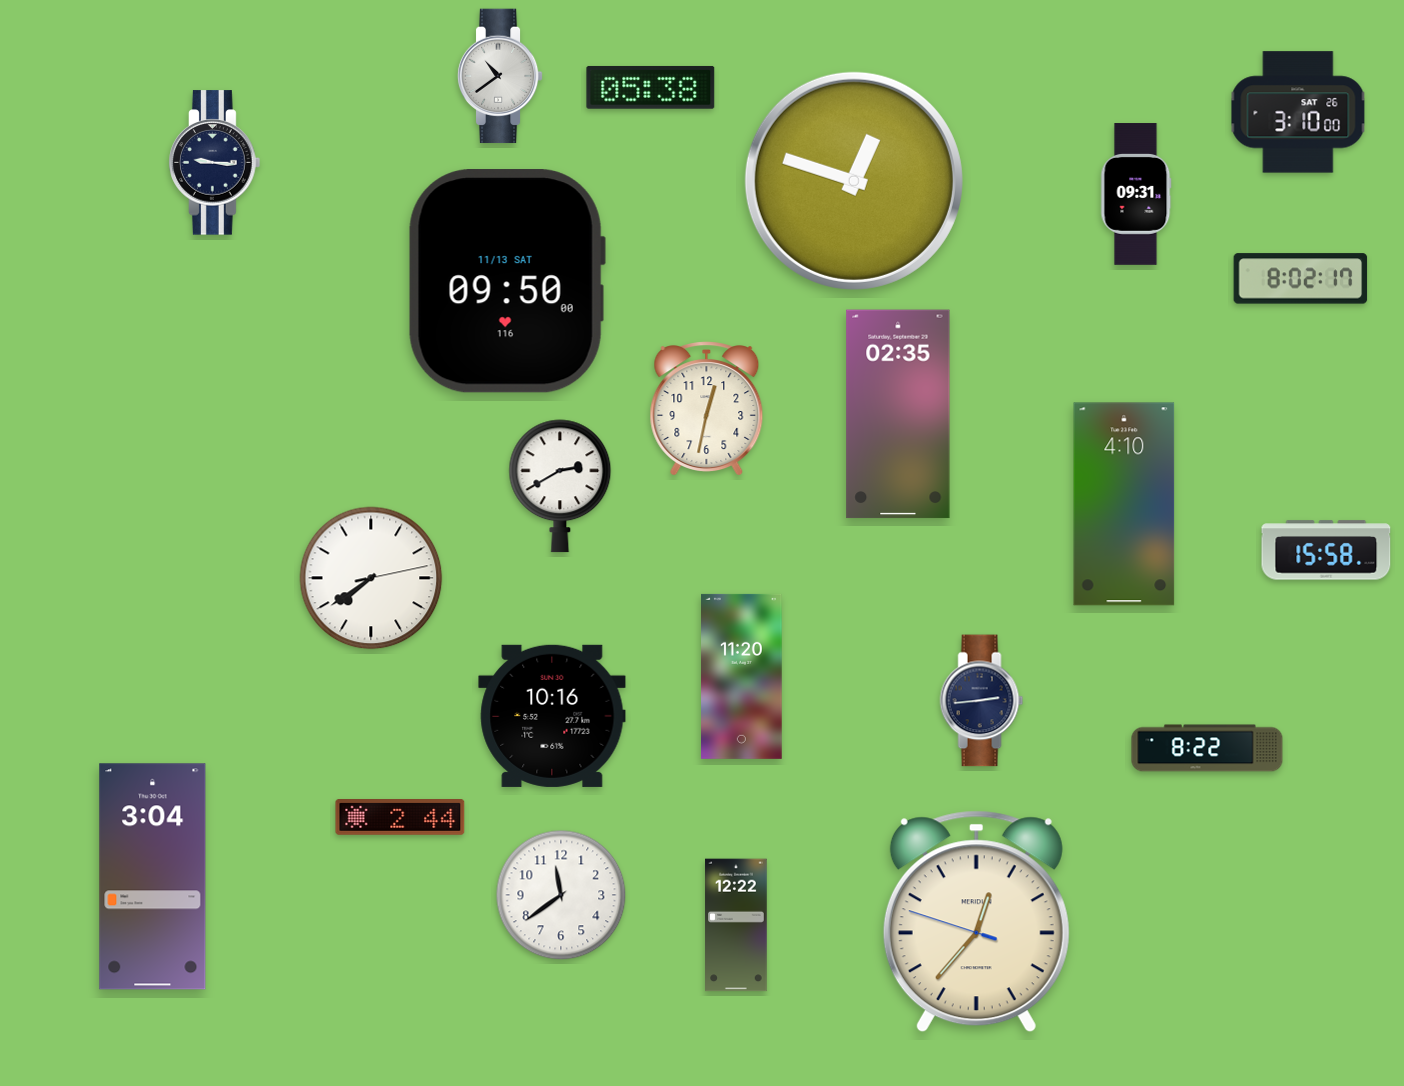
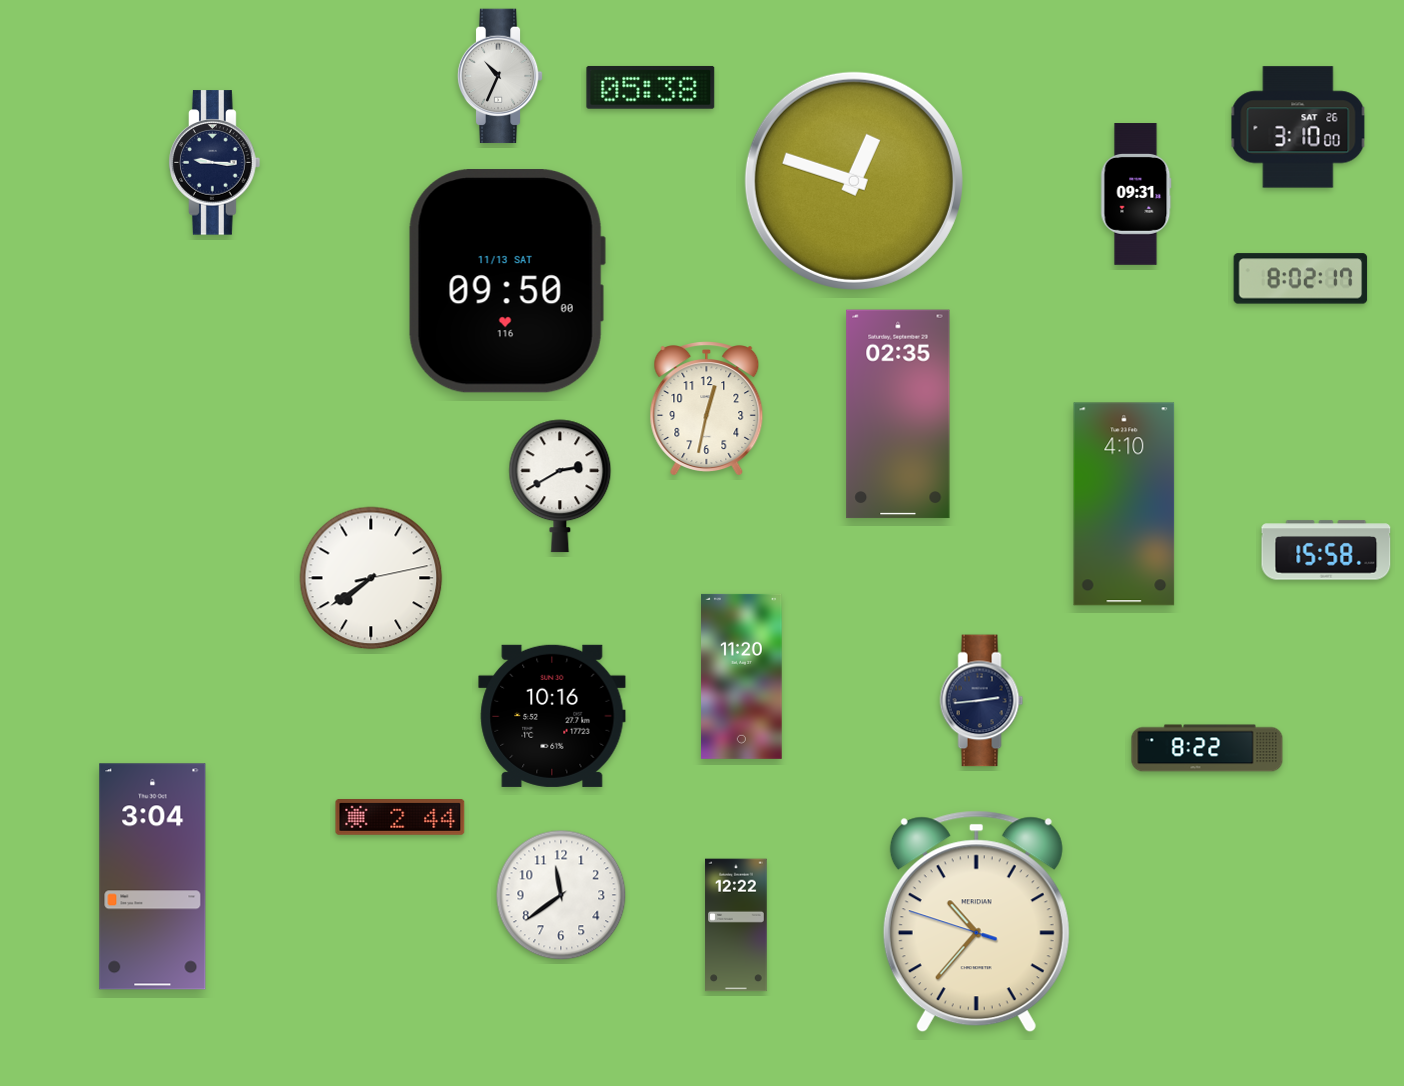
clock at (500, 76): 10:39 -> 10:34
clock at (1298, 112) position: (1298, 112) -> (1298, 127)
clock at (976, 922): 12:36 -> 10:36
